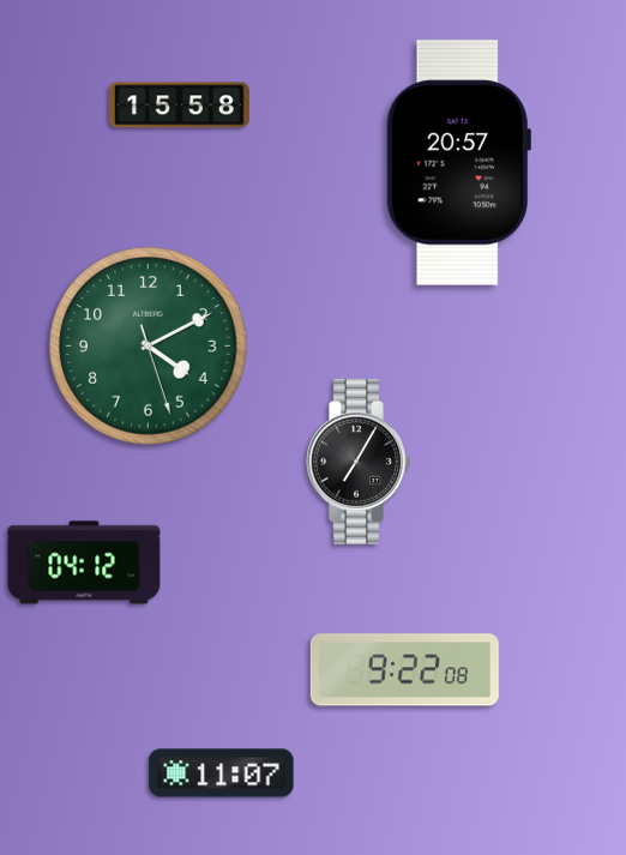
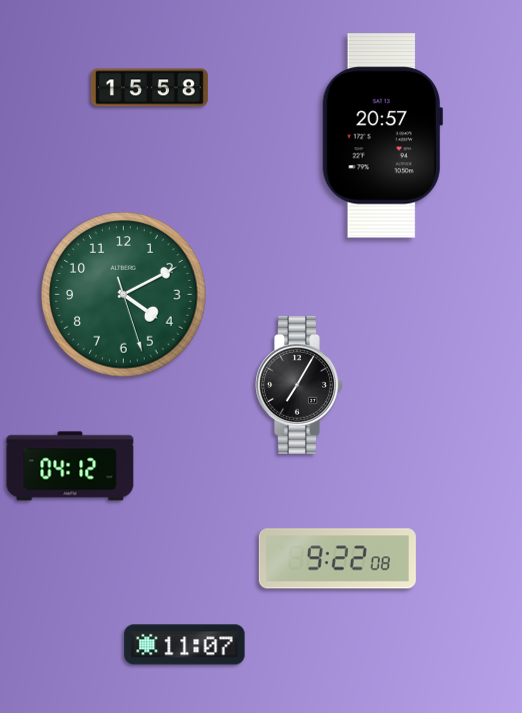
clock at (149, 347) position: (149, 347) -> (124, 295)
clock at (84, 562) position: (84, 562) -> (70, 466)
